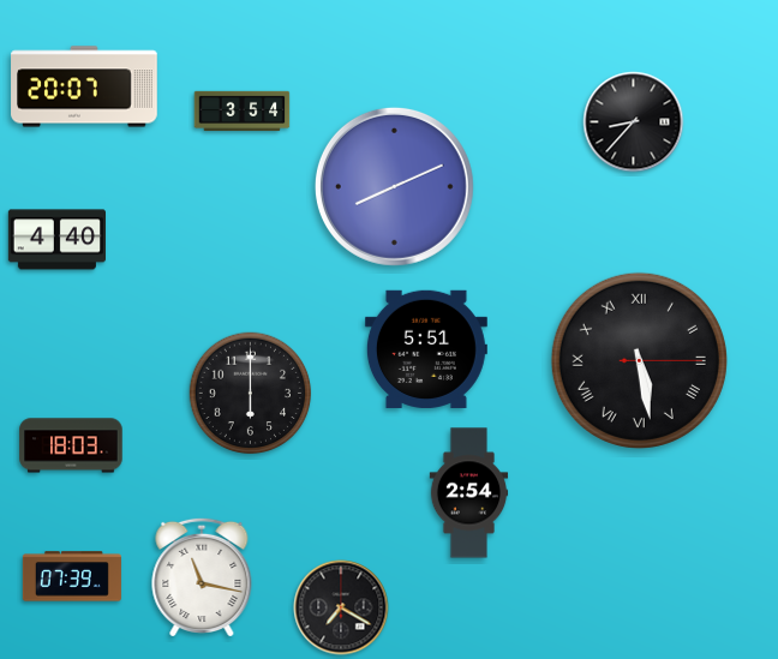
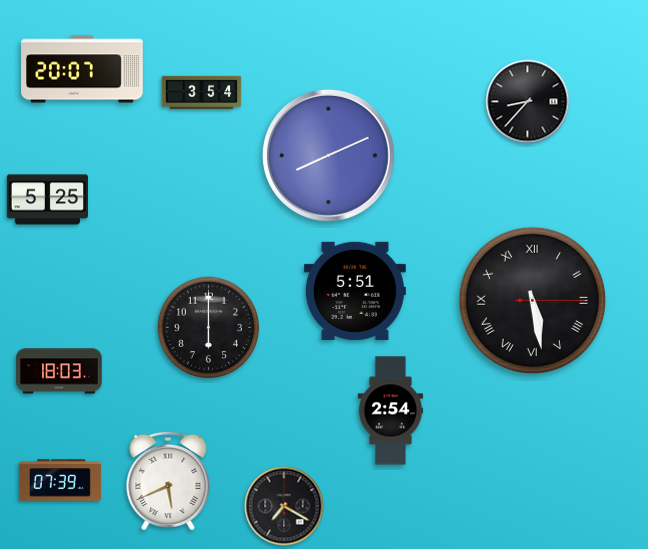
clock at (84, 86) position: (84, 86) -> (82, 69)
clock at (56, 240): 4:40 -> 5:25
clock at (202, 576): 11:17 -> 5:41
